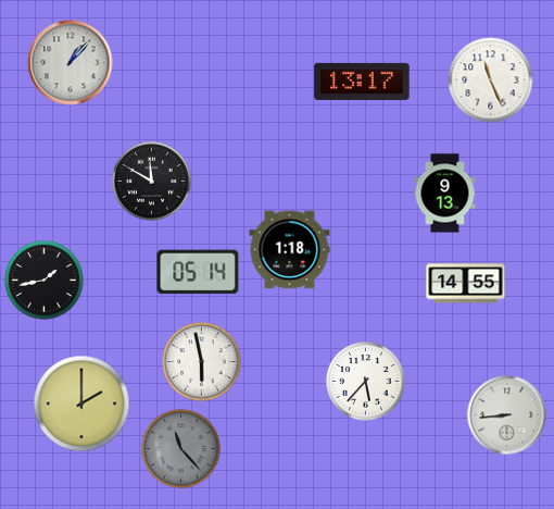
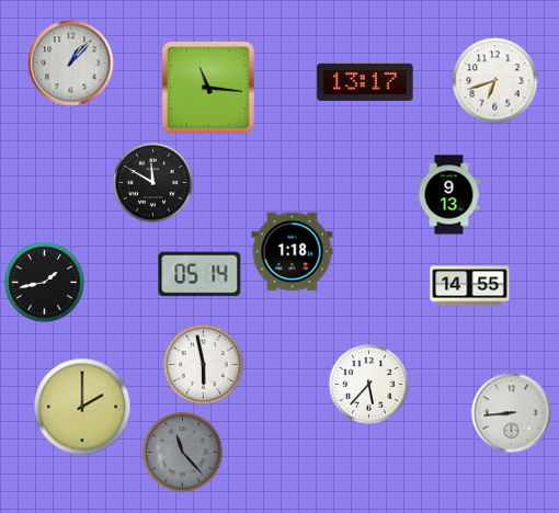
clock at (491, 80): 11:26 -> 6:42
clock at (209, 89): none -> 11:16
clock at (507, 415) position: (507, 415) -> (512, 413)
